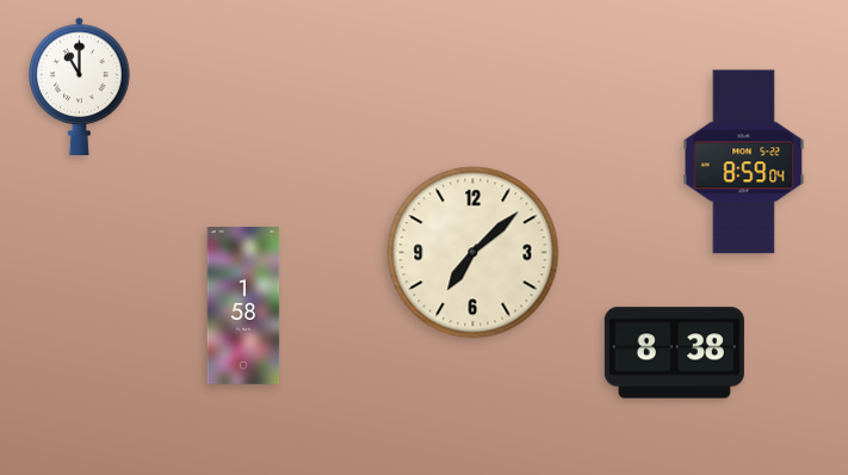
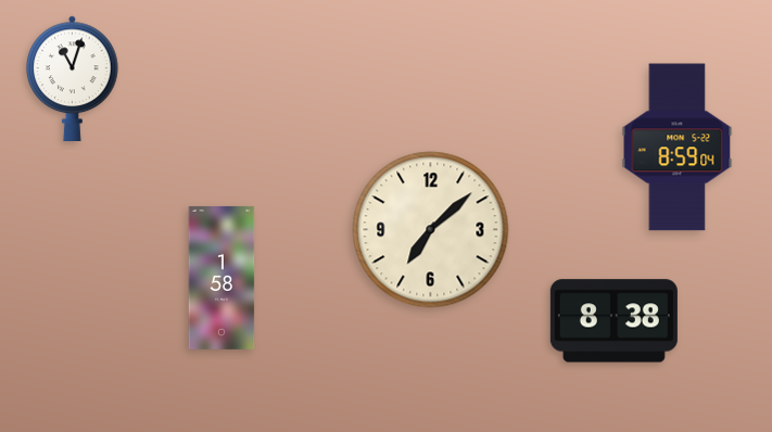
clock at (80, 86): 11:00 -> 11:03
